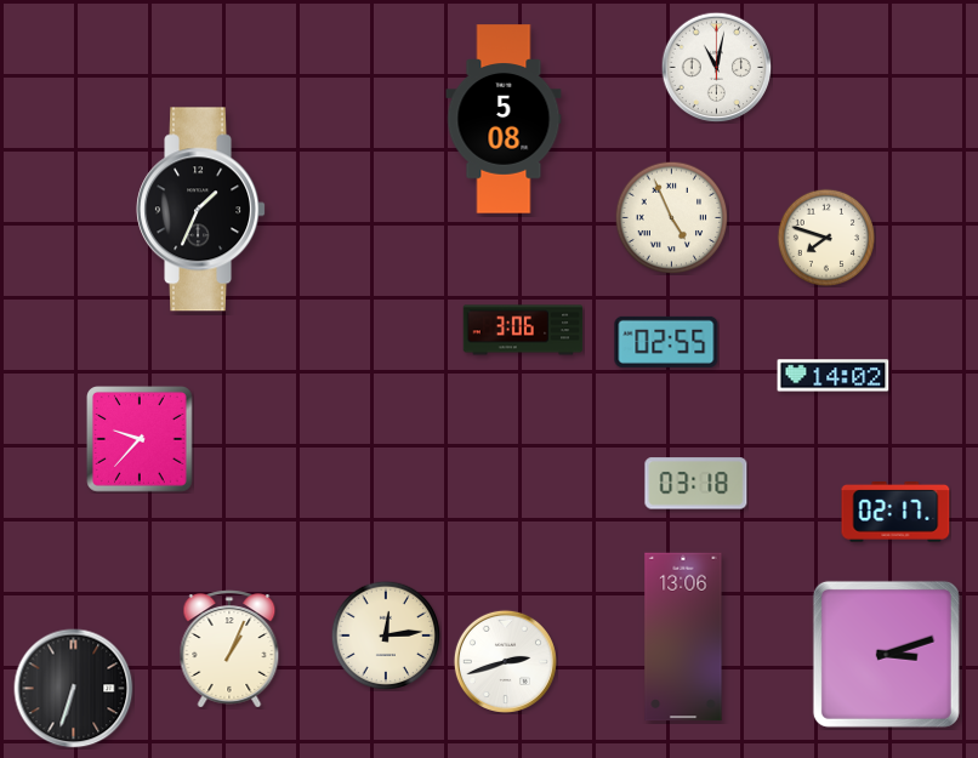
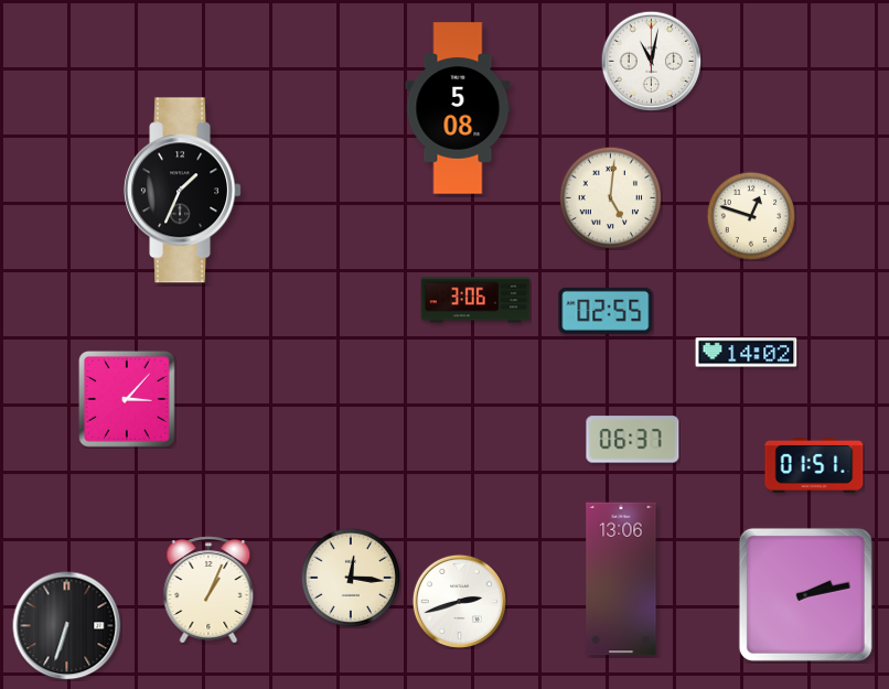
clock at (671, 217): 4:56 -> 5:01
clock at (825, 236): 7:48 -> 12:48
clock at (834, 376) position: (834, 376) -> (747, 353)
clock at (140, 439): 9:37 -> 3:07
clock at (696, 484): 03:18 -> 06:37
clock at (895, 513): 02:17 -> 01:51
clock at (386, 636): 12:14 -> 12:16
clock at (886, 654): 3:12 -> 2:13
